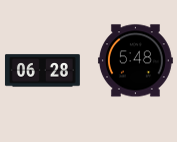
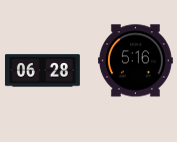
clock at (135, 61): 5:48 -> 5:16
